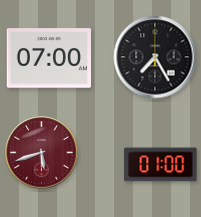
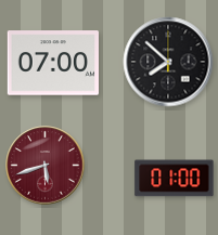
clock at (155, 57): 7:25 -> 7:52
